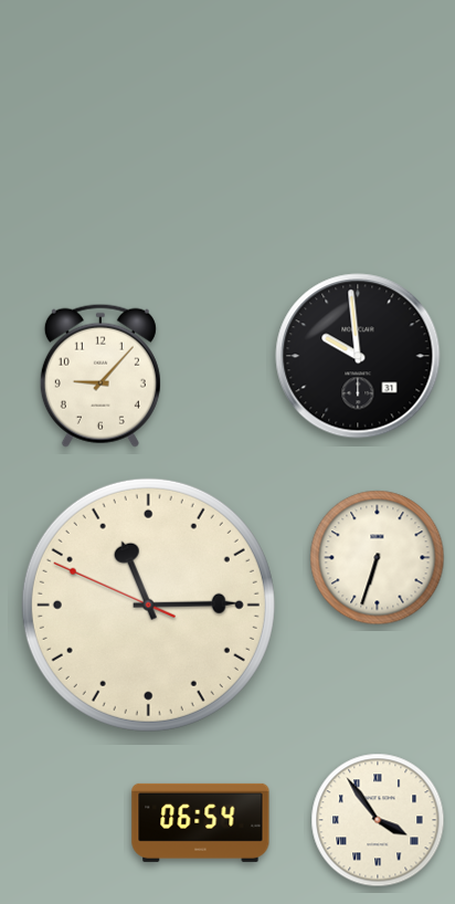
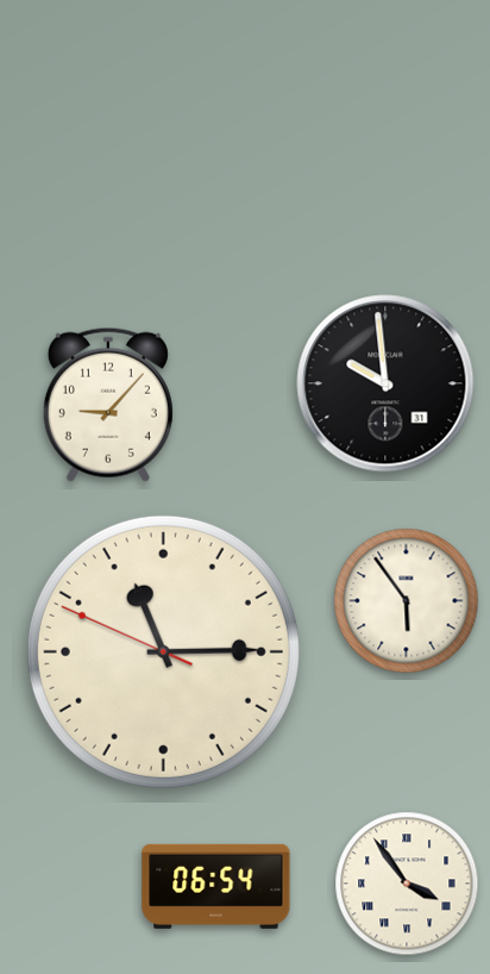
clock at (378, 558): 6:33 -> 5:54
clock at (148, 605) position: (148, 605) -> (163, 651)
